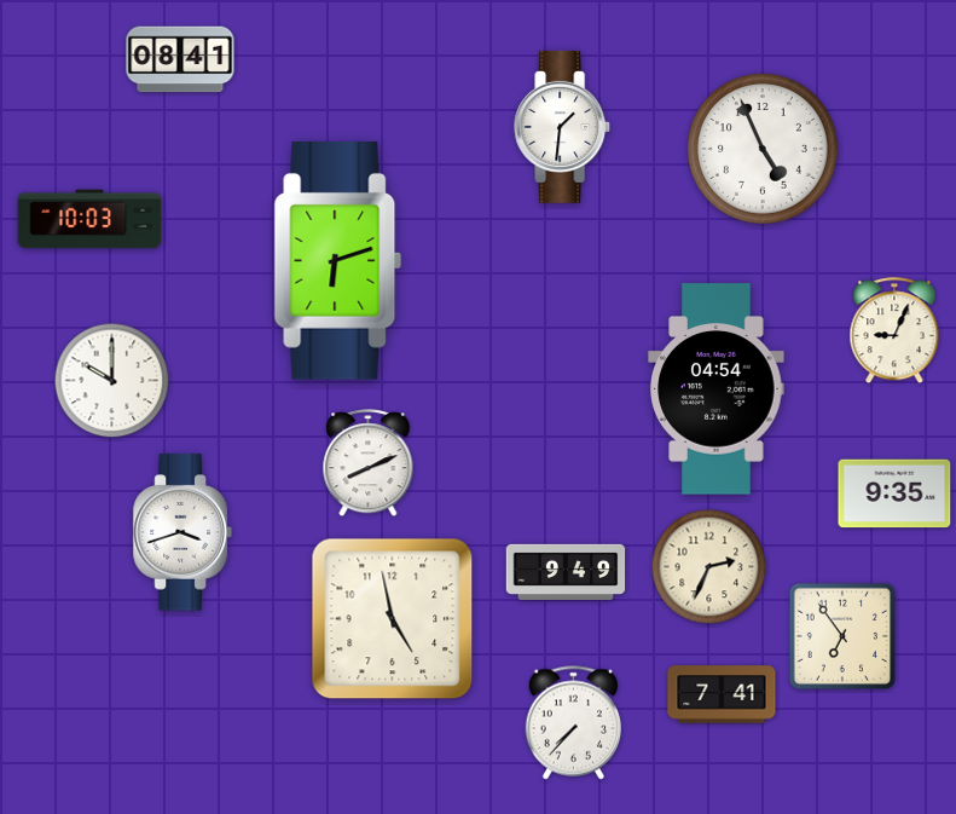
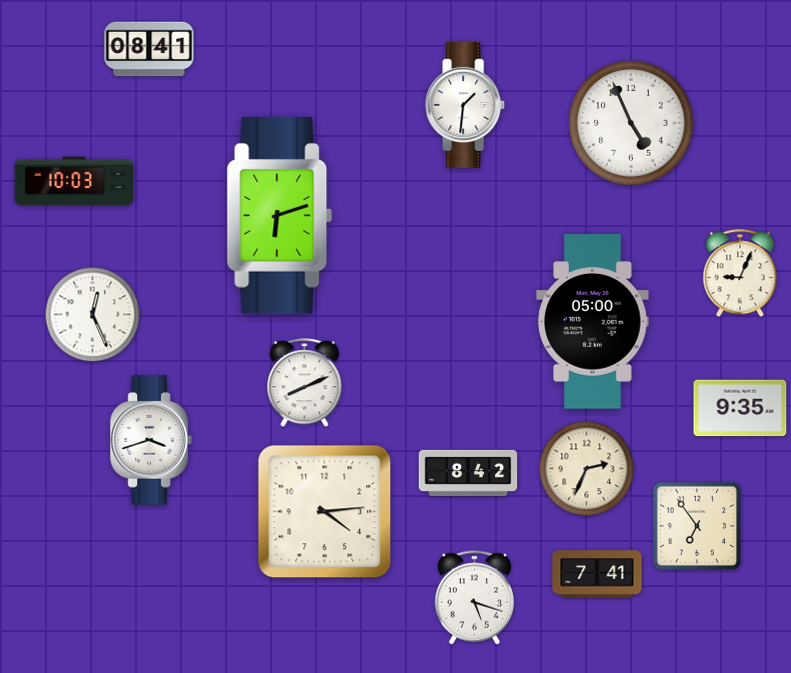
clock at (112, 381): 10:00 -> 12:26
clock at (717, 389): 04:54 -> 05:00
clock at (566, 572): 9:49 -> 8:42
clock at (393, 619): 4:58 -> 4:14
clock at (573, 723): 7:37 -> 5:18
